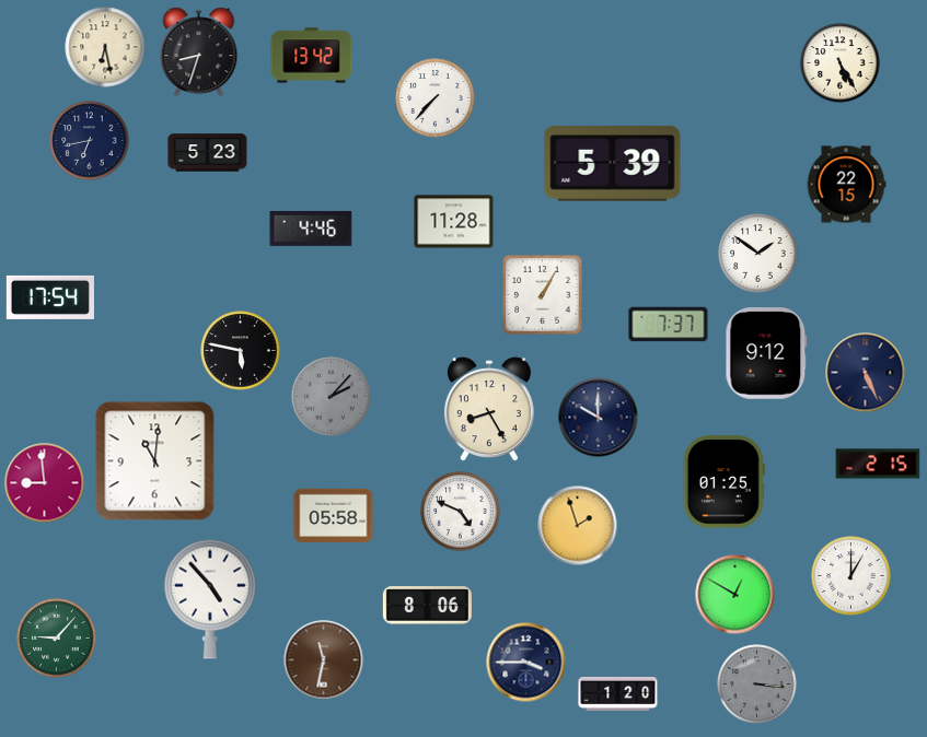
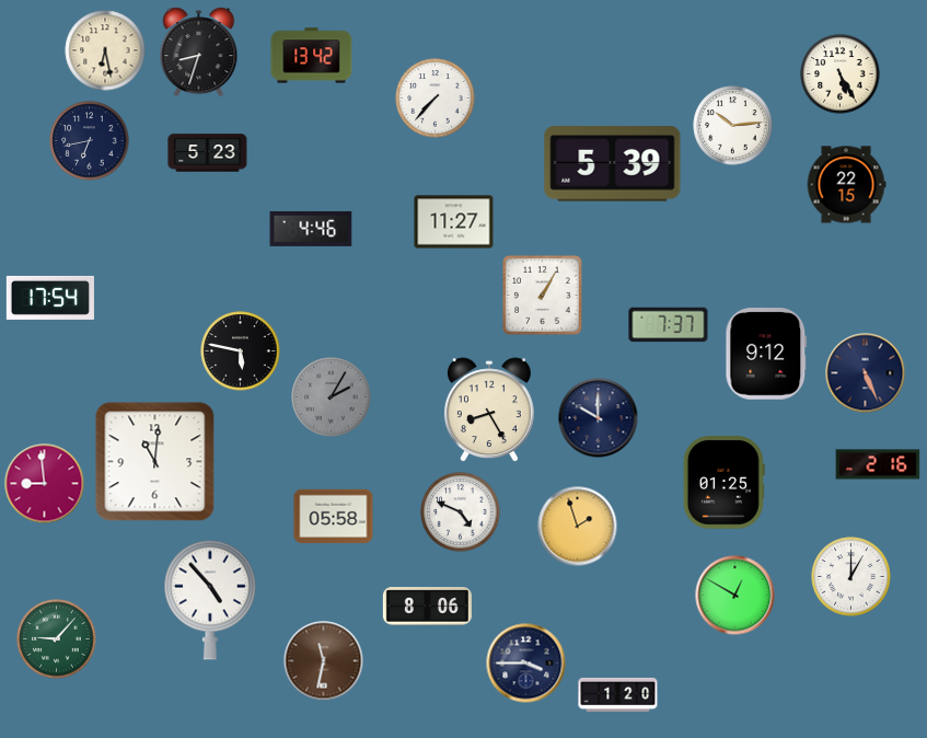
clock at (105, 47) position: (105, 47) -> (105, 50)
clock at (841, 63) position: (841, 63) -> (841, 74)
clock at (733, 126): none -> 10:14
clock at (454, 222): 11:28 -> 11:27
clock at (758, 254): 1:51 -> none
clock at (332, 397): 2:07 -> 2:05
clock at (878, 464): 2:15 -> 2:16
clock at (757, 685): 3:16 -> none
